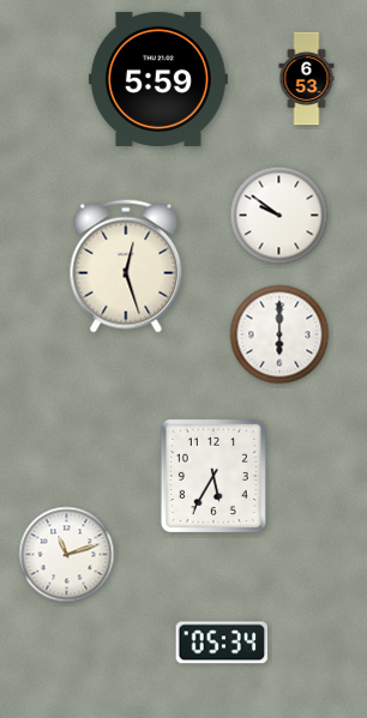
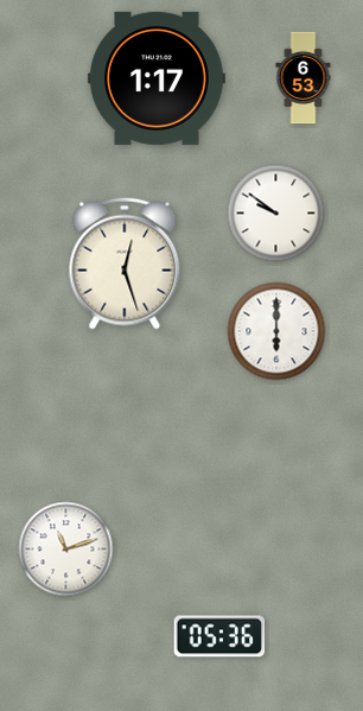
clock at (158, 79): 5:59 -> 1:17
clock at (213, 476): 5:35 -> none
clock at (222, 642): 05:34 -> 05:36
